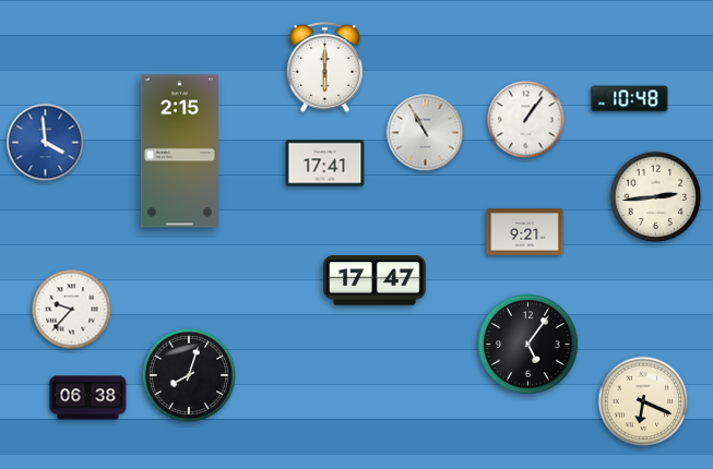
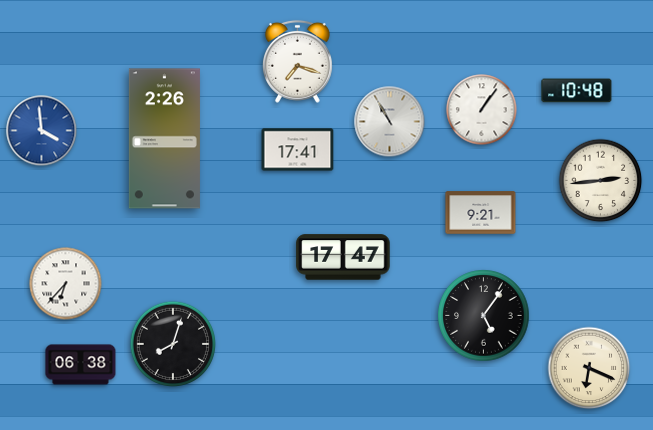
clock at (324, 67): 6:00 -> 7:18
clock at (179, 152): 2:15 -> 2:26
clock at (72, 310): 9:37 -> 6:37
